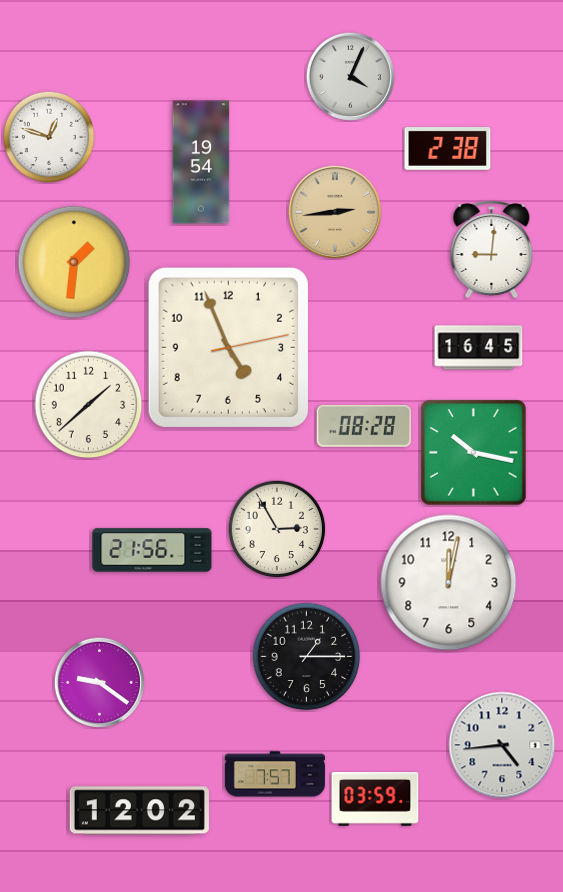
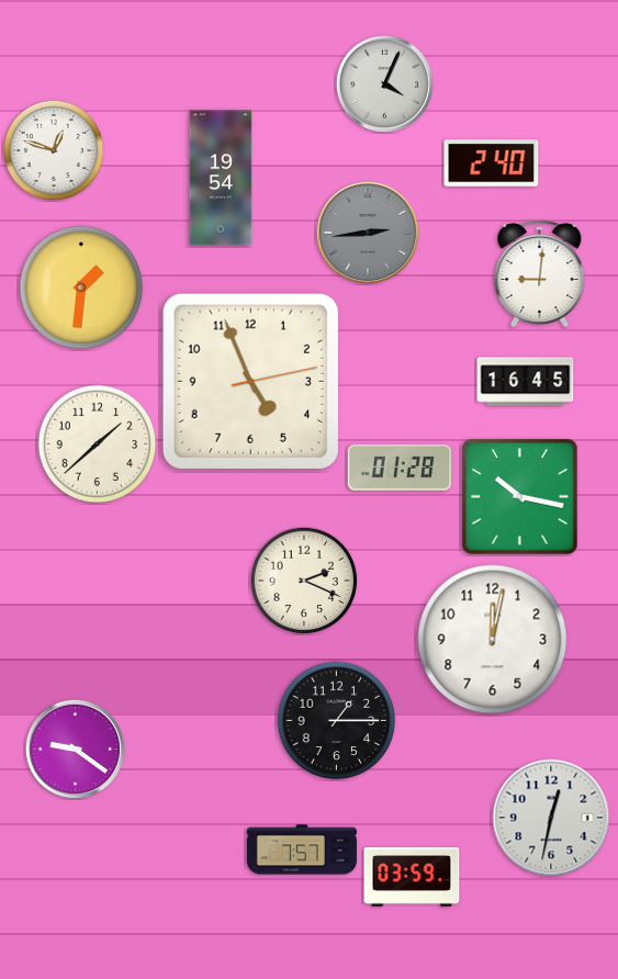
clock at (448, 149): 2:38 -> 2:40
clock at (335, 212) dial: champagne -> grey
clock at (364, 426): 08:28 -> 01:28
clock at (277, 529): 2:55 -> 2:19
clock at (152, 550): 21:56 -> none
clock at (99, 682) position: (99, 682) -> (75, 749)
clock at (502, 745): 4:44 -> 12:32
clock at (139, 811): 12:02 -> none
